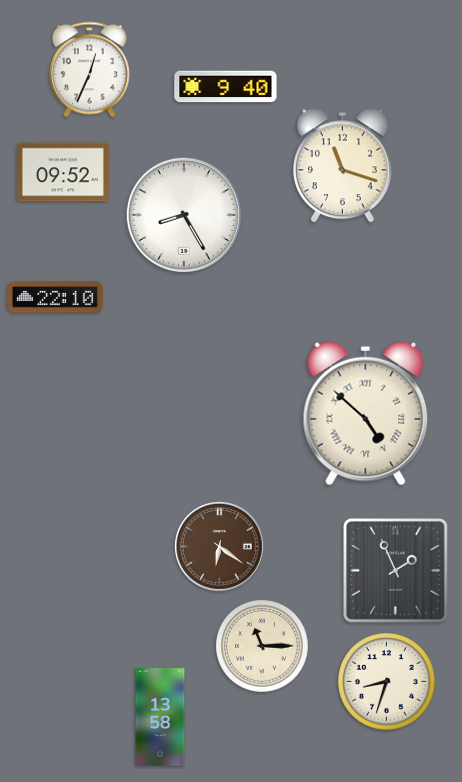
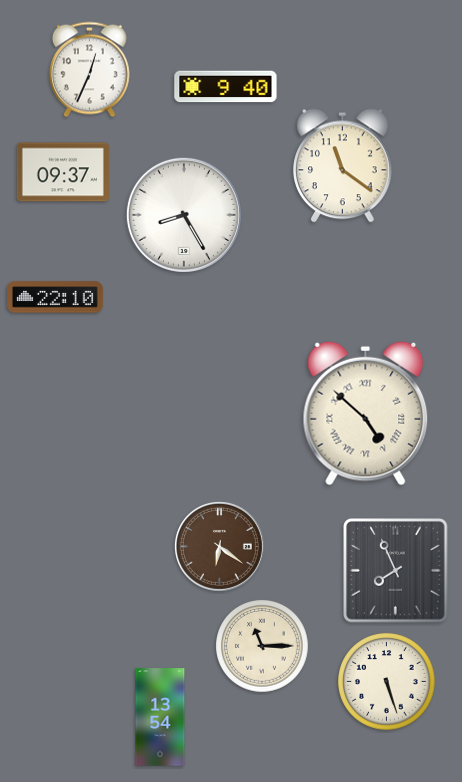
clock at (343, 166): 11:18 -> 11:21
clock at (63, 172): 09:52 -> 09:37
clock at (396, 571): 1:56 -> 7:56
clock at (387, 682): 8:33 -> 5:27
clock at (160, 717): 13:58 -> 13:54
